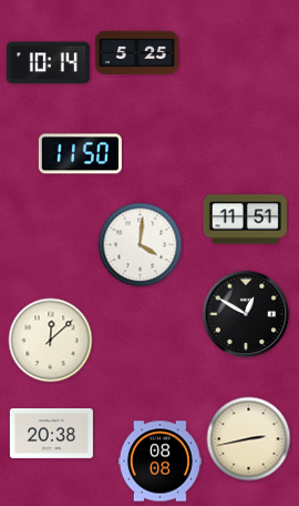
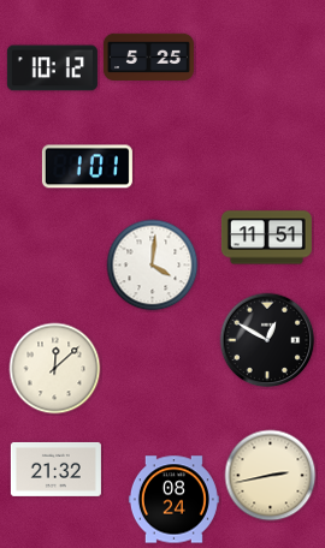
clock at (48, 63): 10:14 -> 10:12
clock at (80, 154): 11:50 -> 1:01
clock at (51, 433): 20:38 -> 21:32
clock at (159, 462): 08:08 -> 08:24
